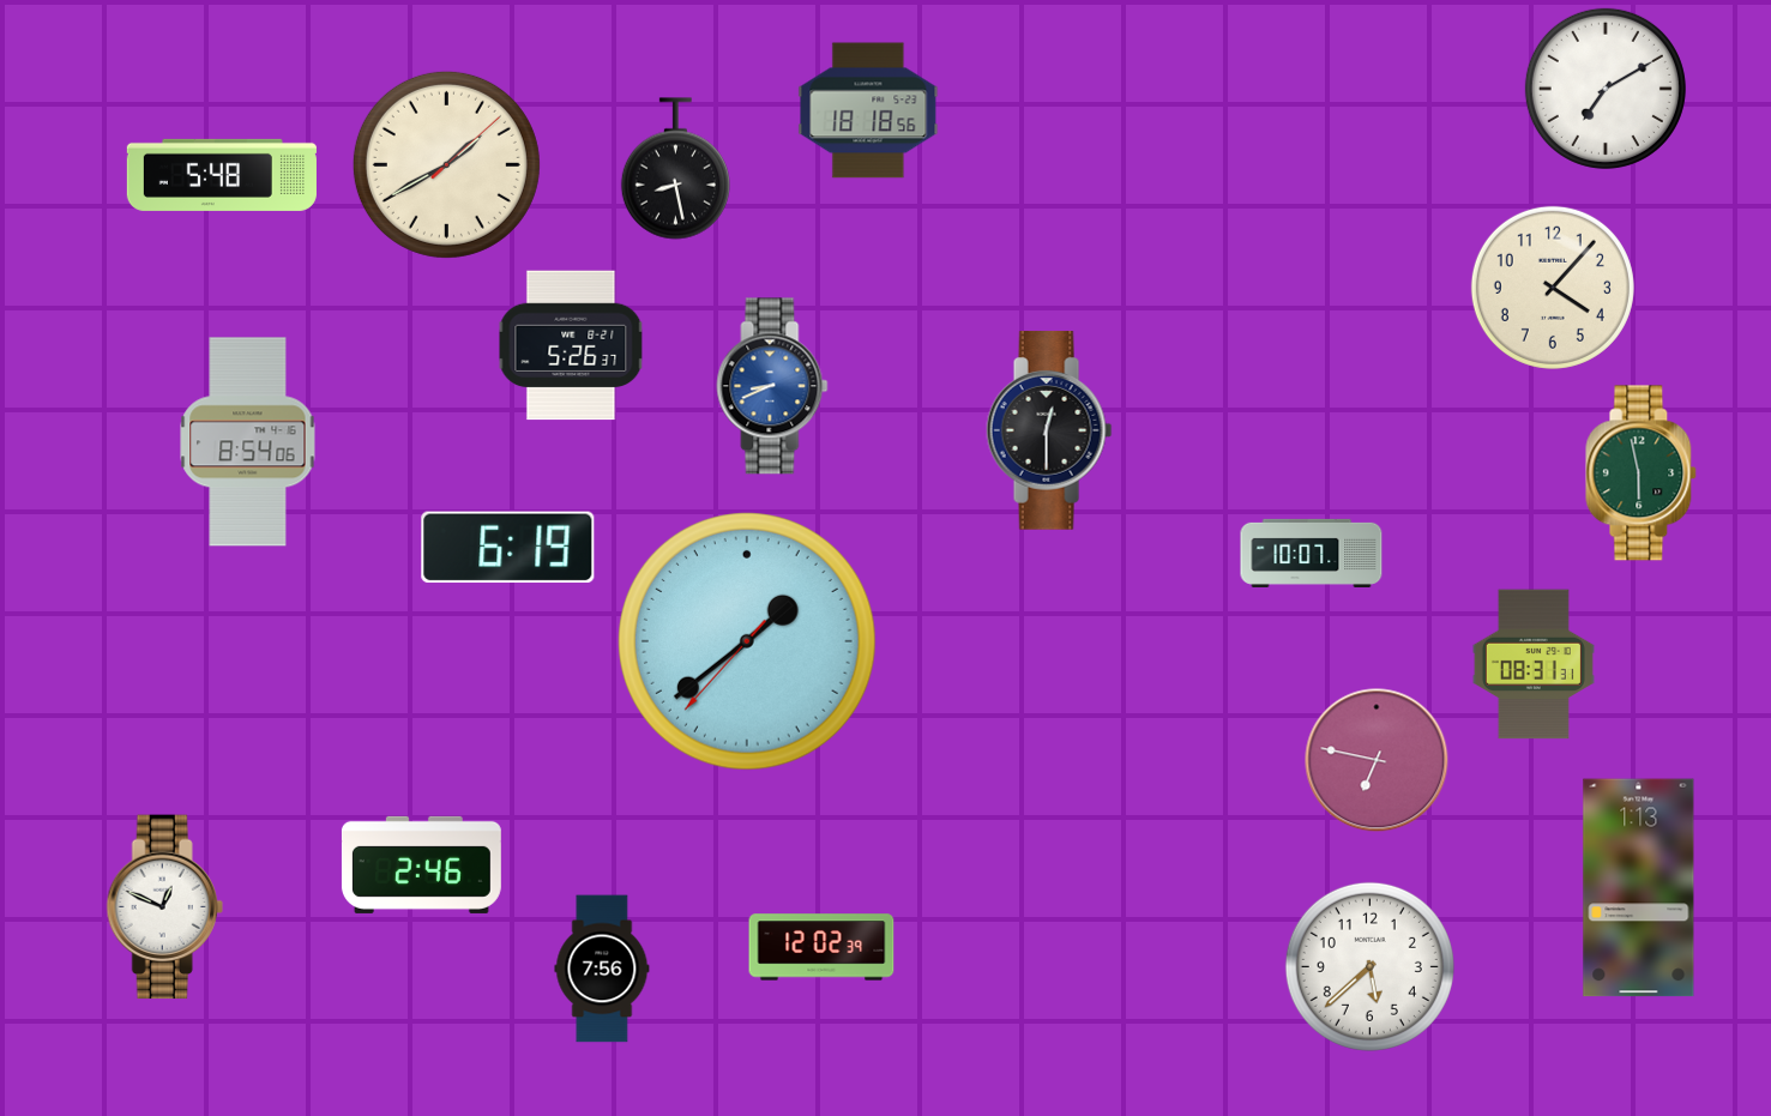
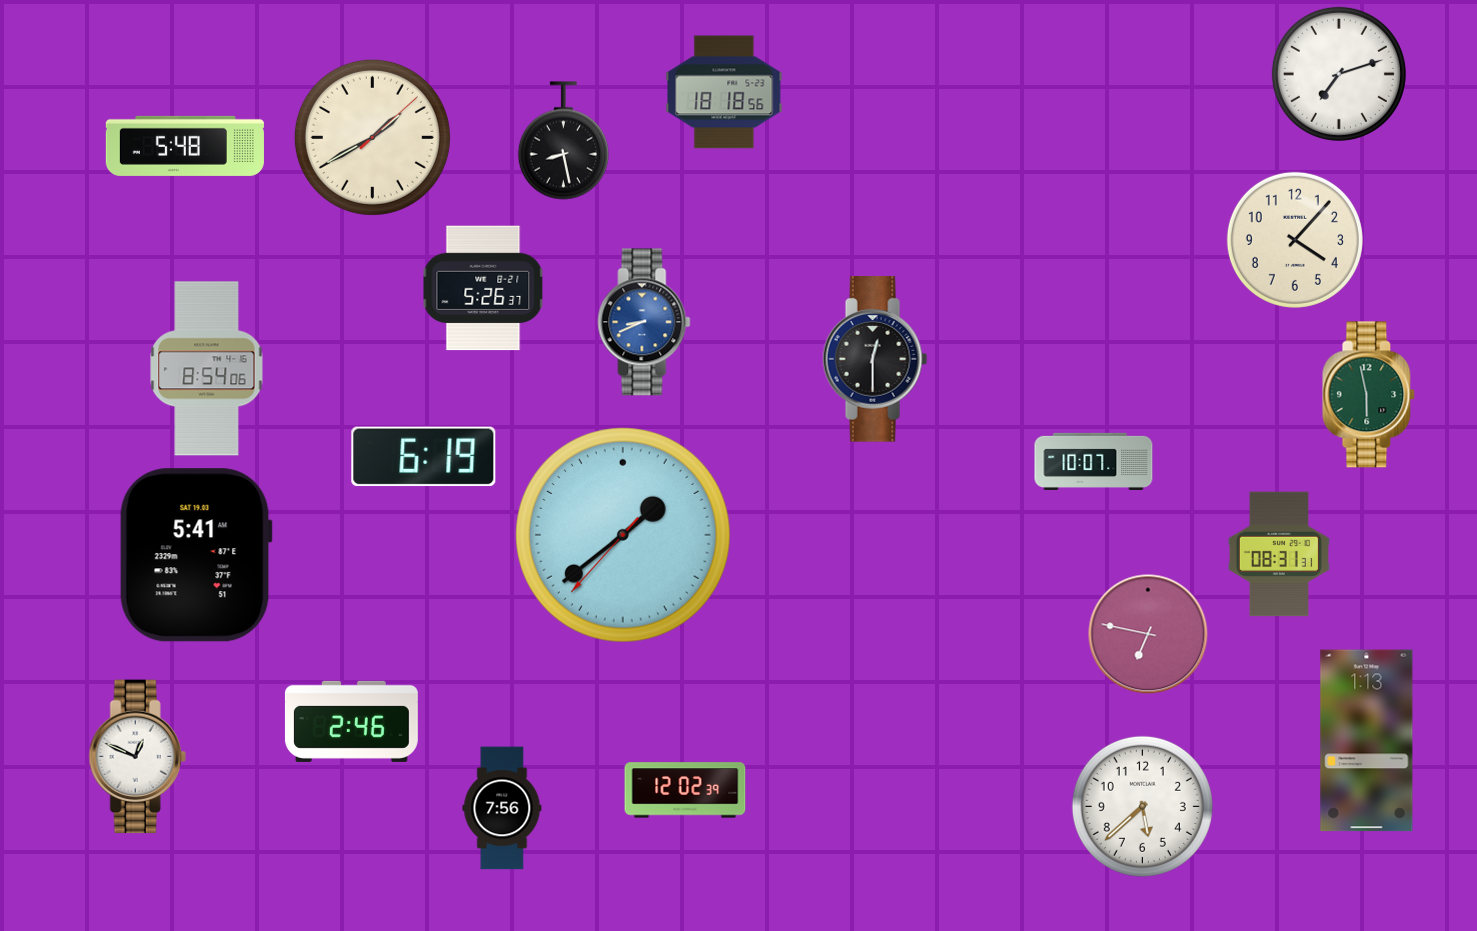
clock at (1606, 89): 7:10 -> 7:12
clock at (571, 345) position: (571, 345) -> (483, 288)
clock at (196, 555): none -> 5:41
